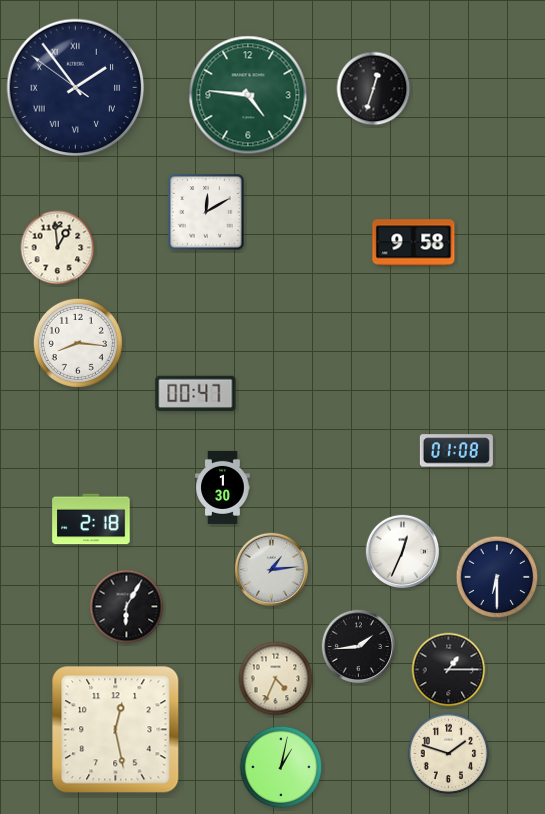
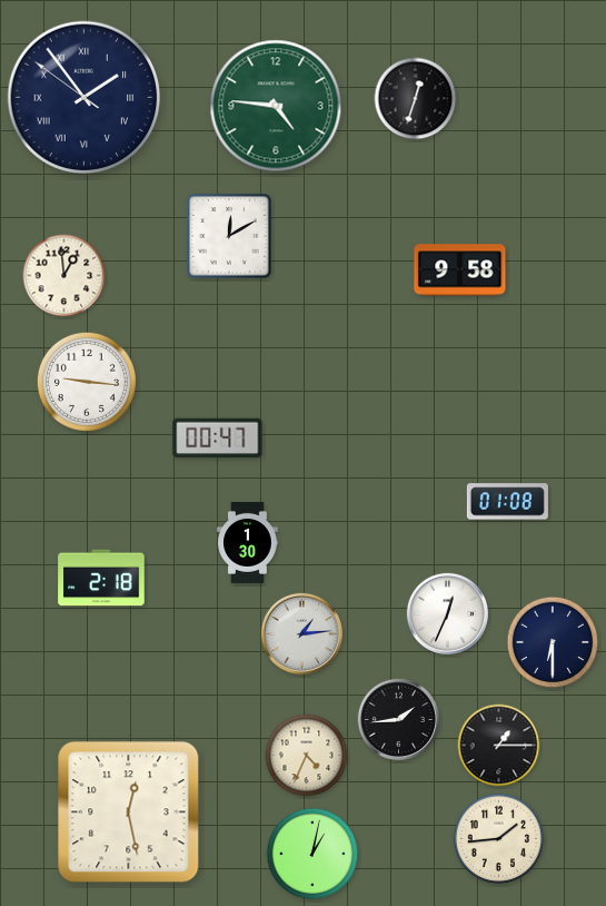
clock at (78, 343): 8:16 -> 9:16
clock at (127, 607): 6:05 -> none
clock at (449, 754): 1:48 -> 1:44
